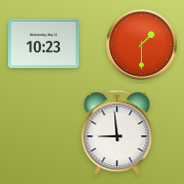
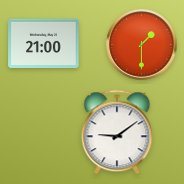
clock at (44, 43): 10:23 -> 21:00
clock at (117, 132): 8:59 -> 9:09
